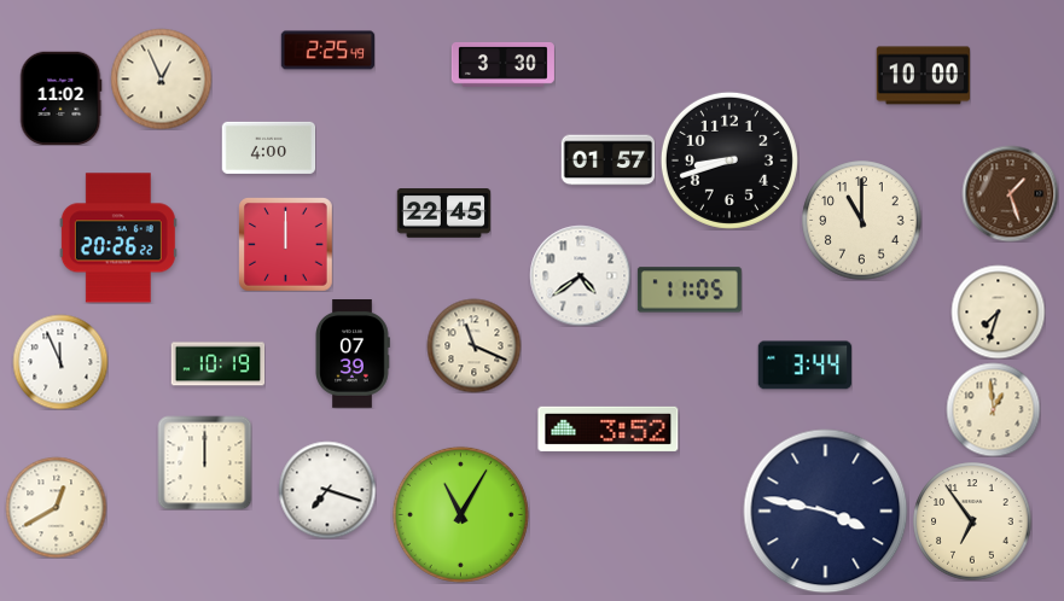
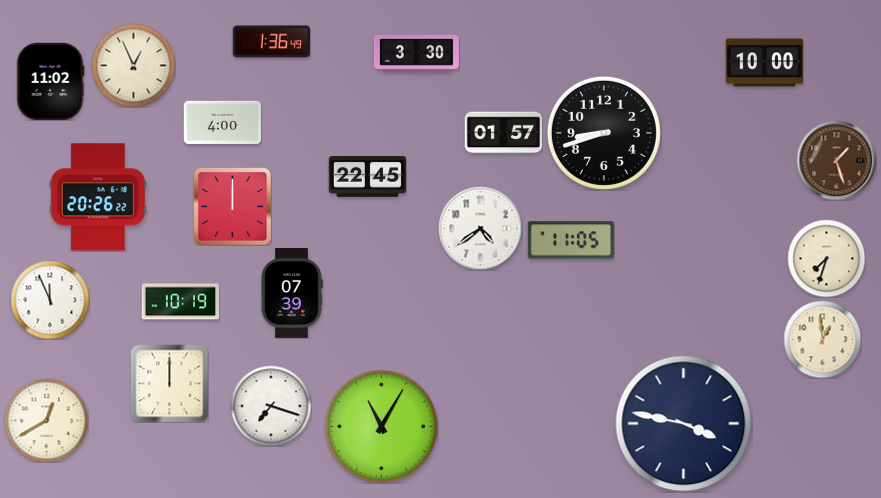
clock at (327, 51): 2:25 -> 1:36
clock at (862, 221): 11:00 -> none
clock at (285, 244) position: (285, 244) -> (232, 206)
clock at (473, 345): 11:19 -> none
clock at (804, 366): 3:44 -> none
clock at (609, 428): 3:52 -> none
clock at (972, 521): 6:54 -> none
